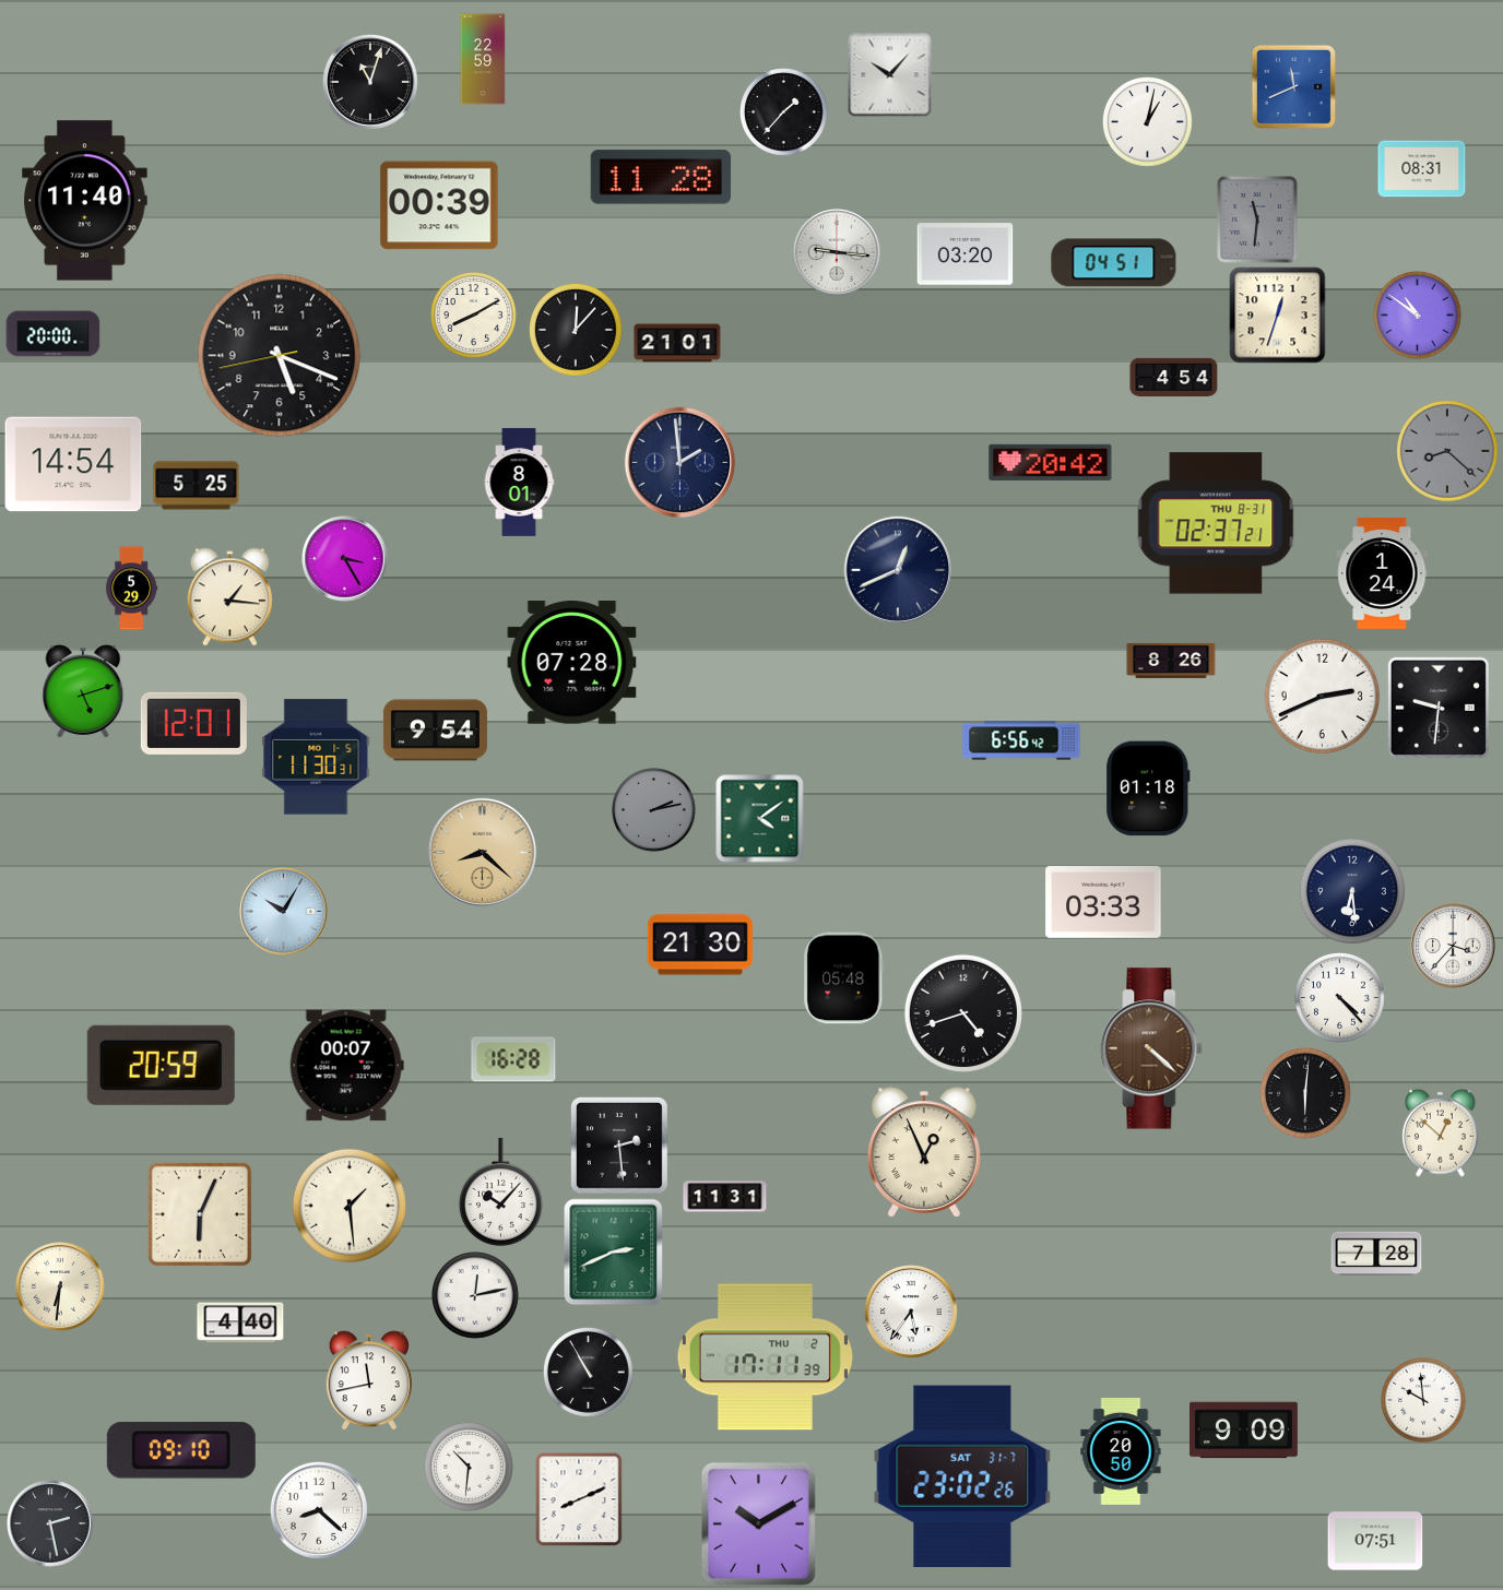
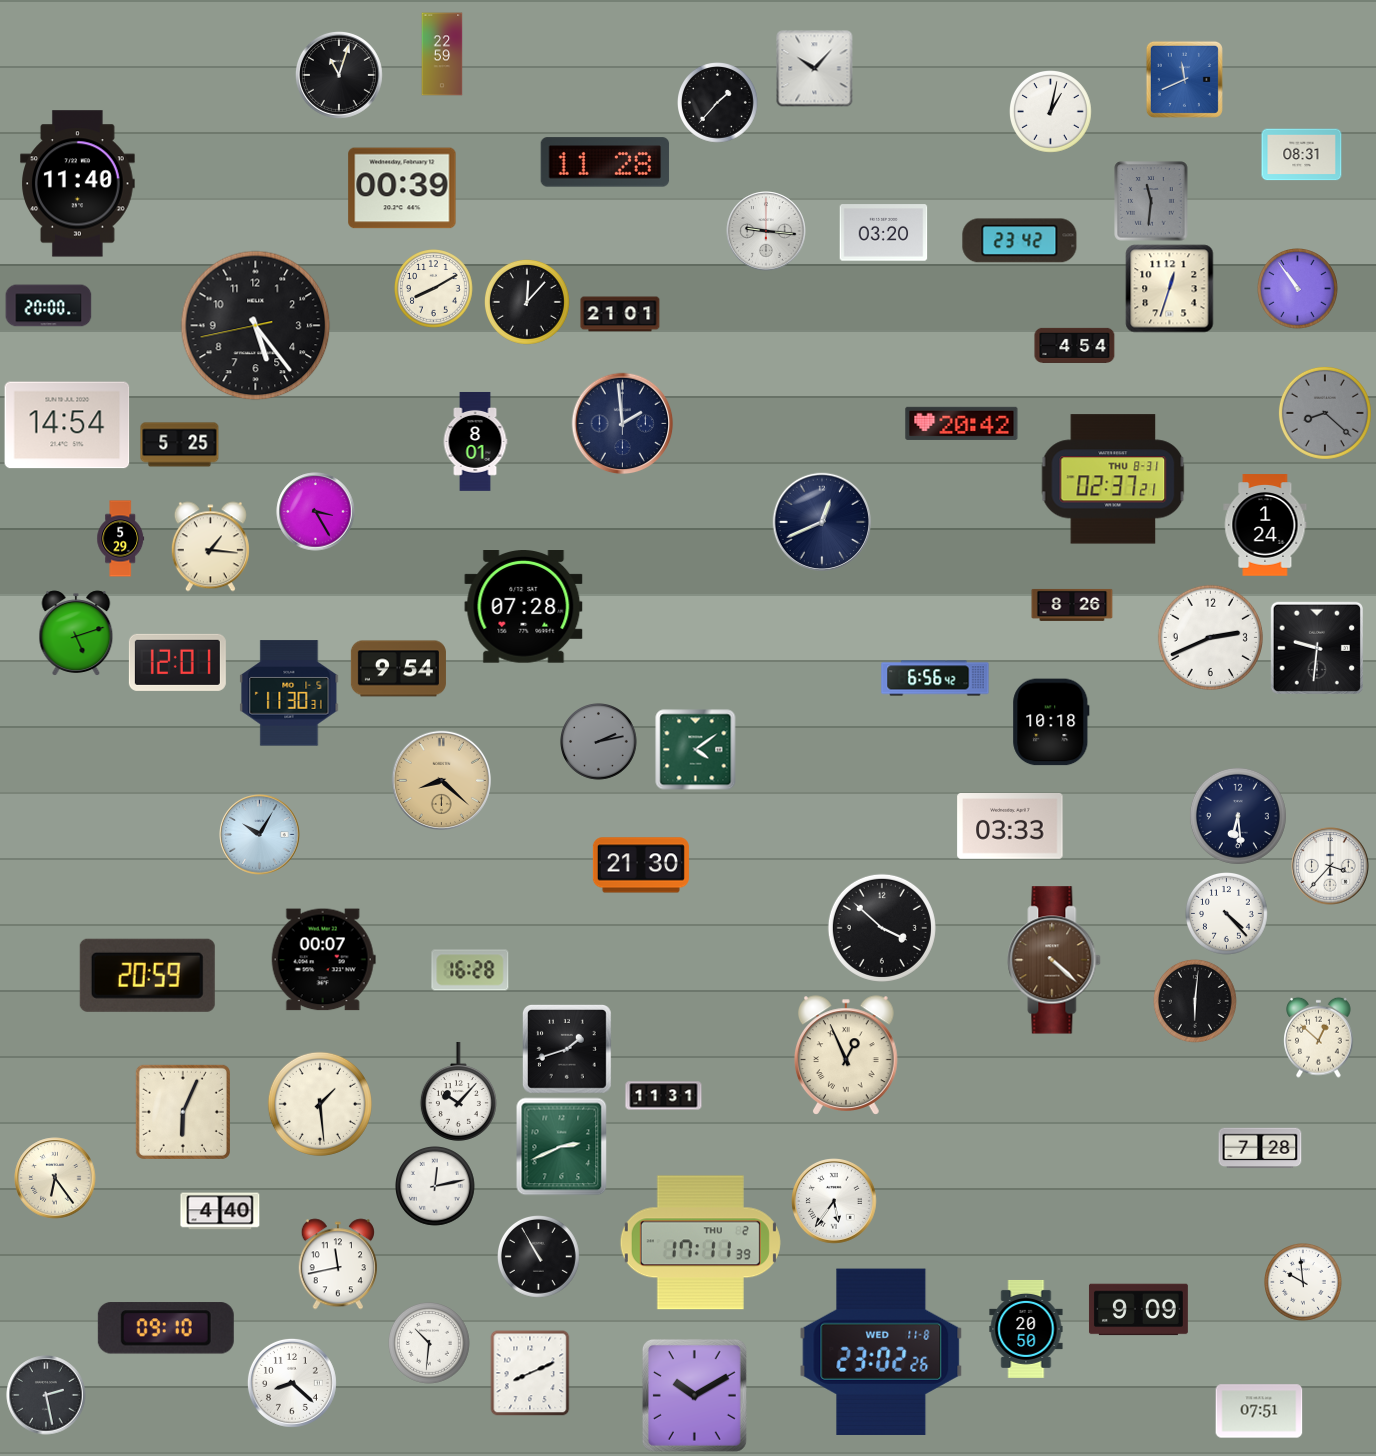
clock at (1114, 263): 04:51 -> 23:42
clock at (1418, 316): 10:51 -> 10:54
clock at (280, 356): 5:18 -> 5:23
clock at (1148, 788): 01:18 -> 10:18
clock at (844, 978): 05:48 -> none
clock at (963, 1013): 4:42 -> 3:52
clock at (346, 1066) position: (346, 1066) -> (323, 960)
clock at (619, 1146): 2:29 -> 1:42
clock at (60, 1286): 6:31 -> 6:24
clock at (962, 1476) date: SAT 31-7 -> WED 11-8
